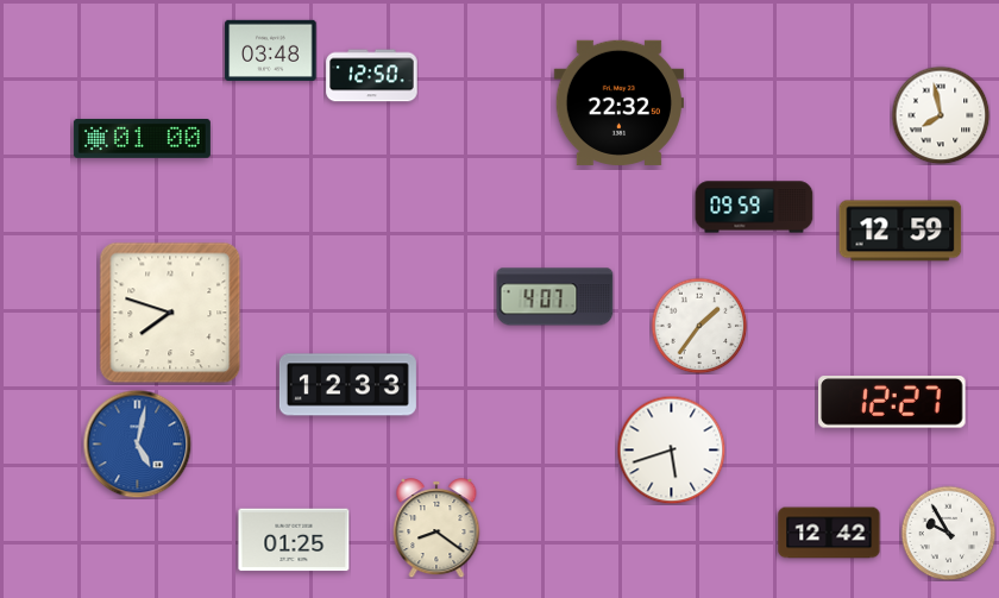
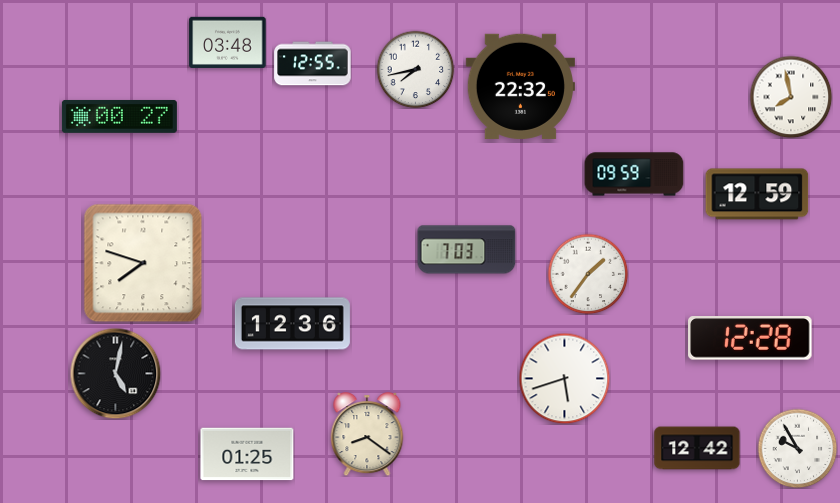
clock at (372, 76): 12:50 -> 12:55
clock at (415, 69): none -> 7:43
clock at (142, 138): 01:00 -> 00:27
clock at (555, 297): 4:07 -> 7:03
clock at (347, 385): 12:33 -> 12:36
clock at (892, 402): 12:27 -> 12:28
clock at (137, 443) dial: blue -> black
clock at (436, 528) position: (436, 528) -> (367, 434)
